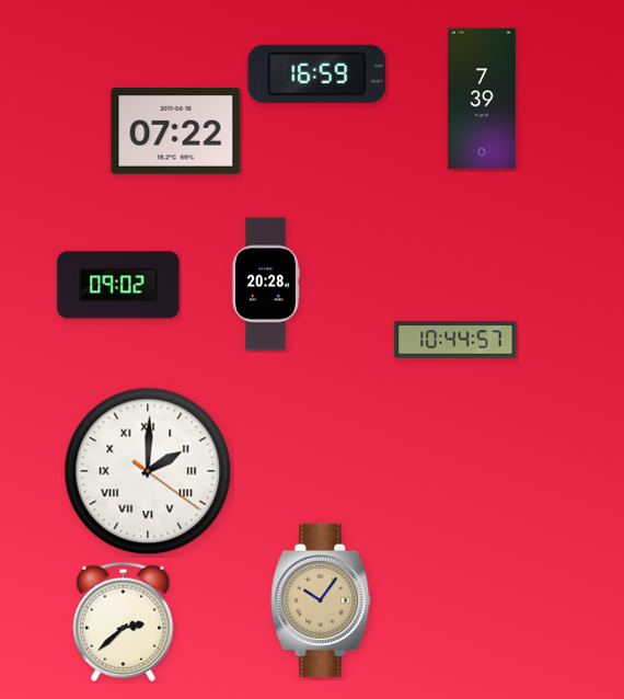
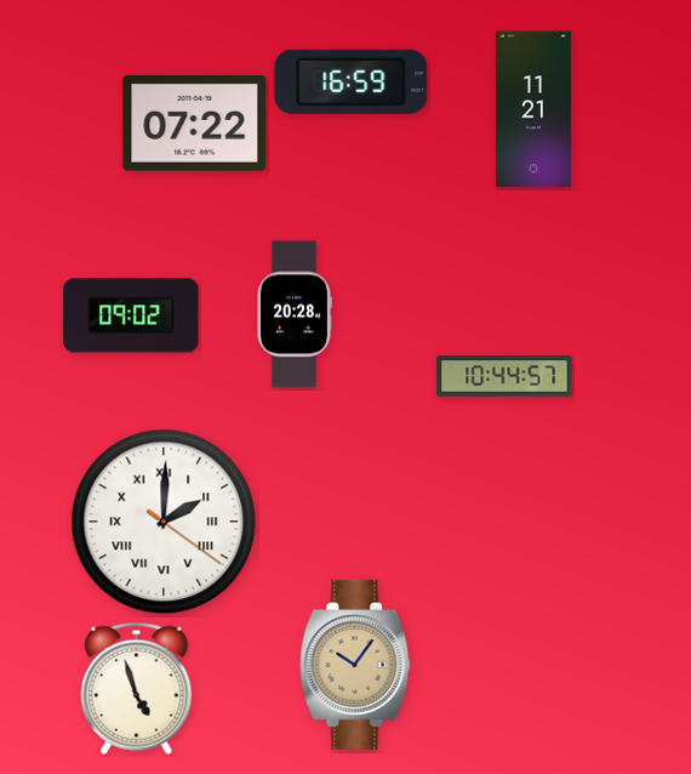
clock at (482, 99): 7:39 -> 11:21
clock at (176, 131) position: (176, 131) -> (195, 124)
clock at (124, 621): 2:38 -> 4:57
